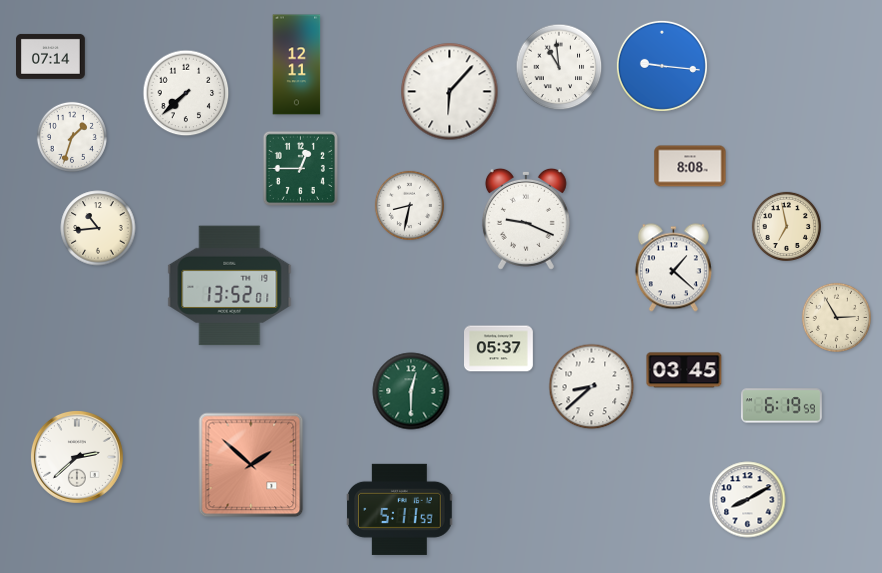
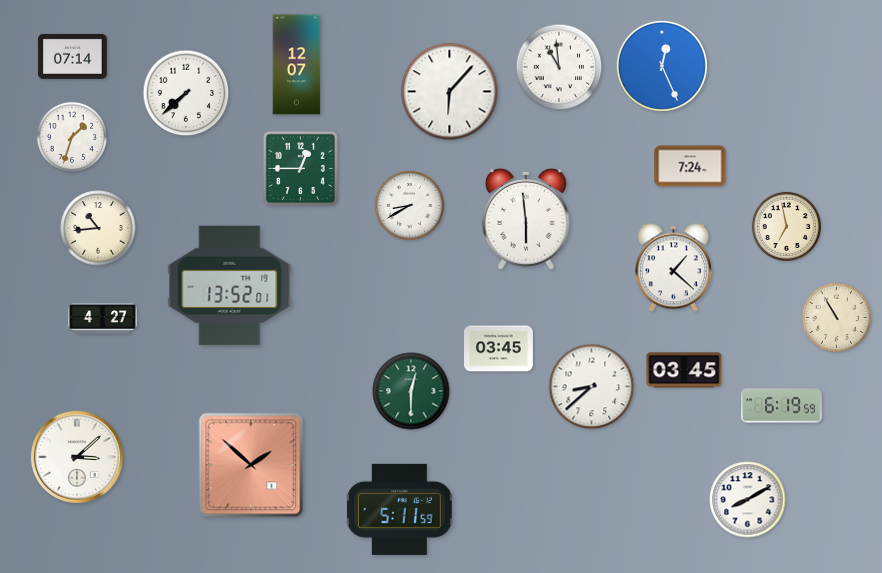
clock at (51, 56) position: (51, 56) -> (73, 56)
clock at (297, 65): 12:11 -> 12:07
clock at (662, 66): 9:16 -> 12:26
clock at (690, 166): 8:08 -> 7:24
clock at (409, 205): 8:32 -> 8:40
clock at (526, 219): 9:19 -> 5:59
clock at (836, 317): 2:55 -> 10:55
clock at (103, 319): none -> 4:27
clock at (499, 349): 05:37 -> 03:45
clock at (77, 457): 2:38 -> 3:08
